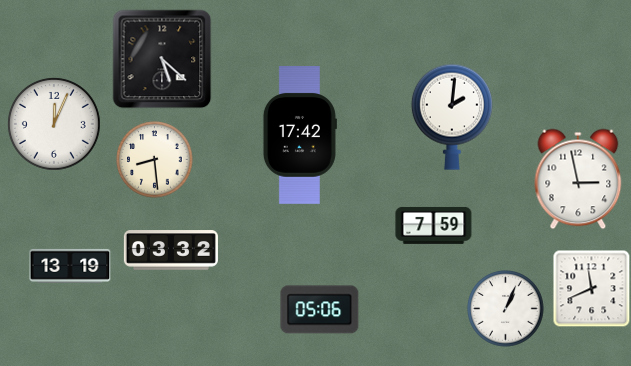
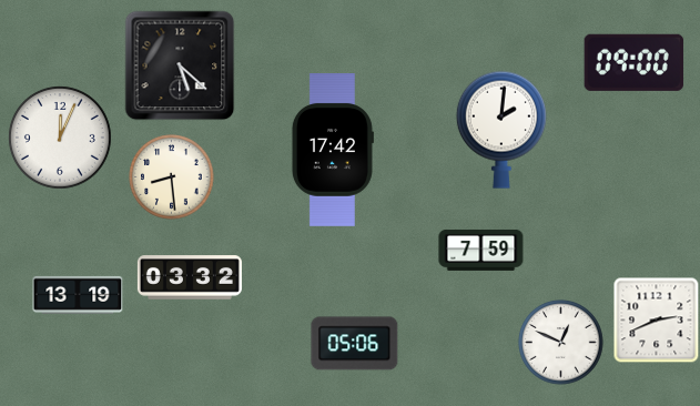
clock at (633, 62): none -> 09:00
clock at (578, 179): 2:58 -> none
clock at (591, 288): 11:41 -> 2:41
clock at (506, 309): 1:04 -> 12:49
